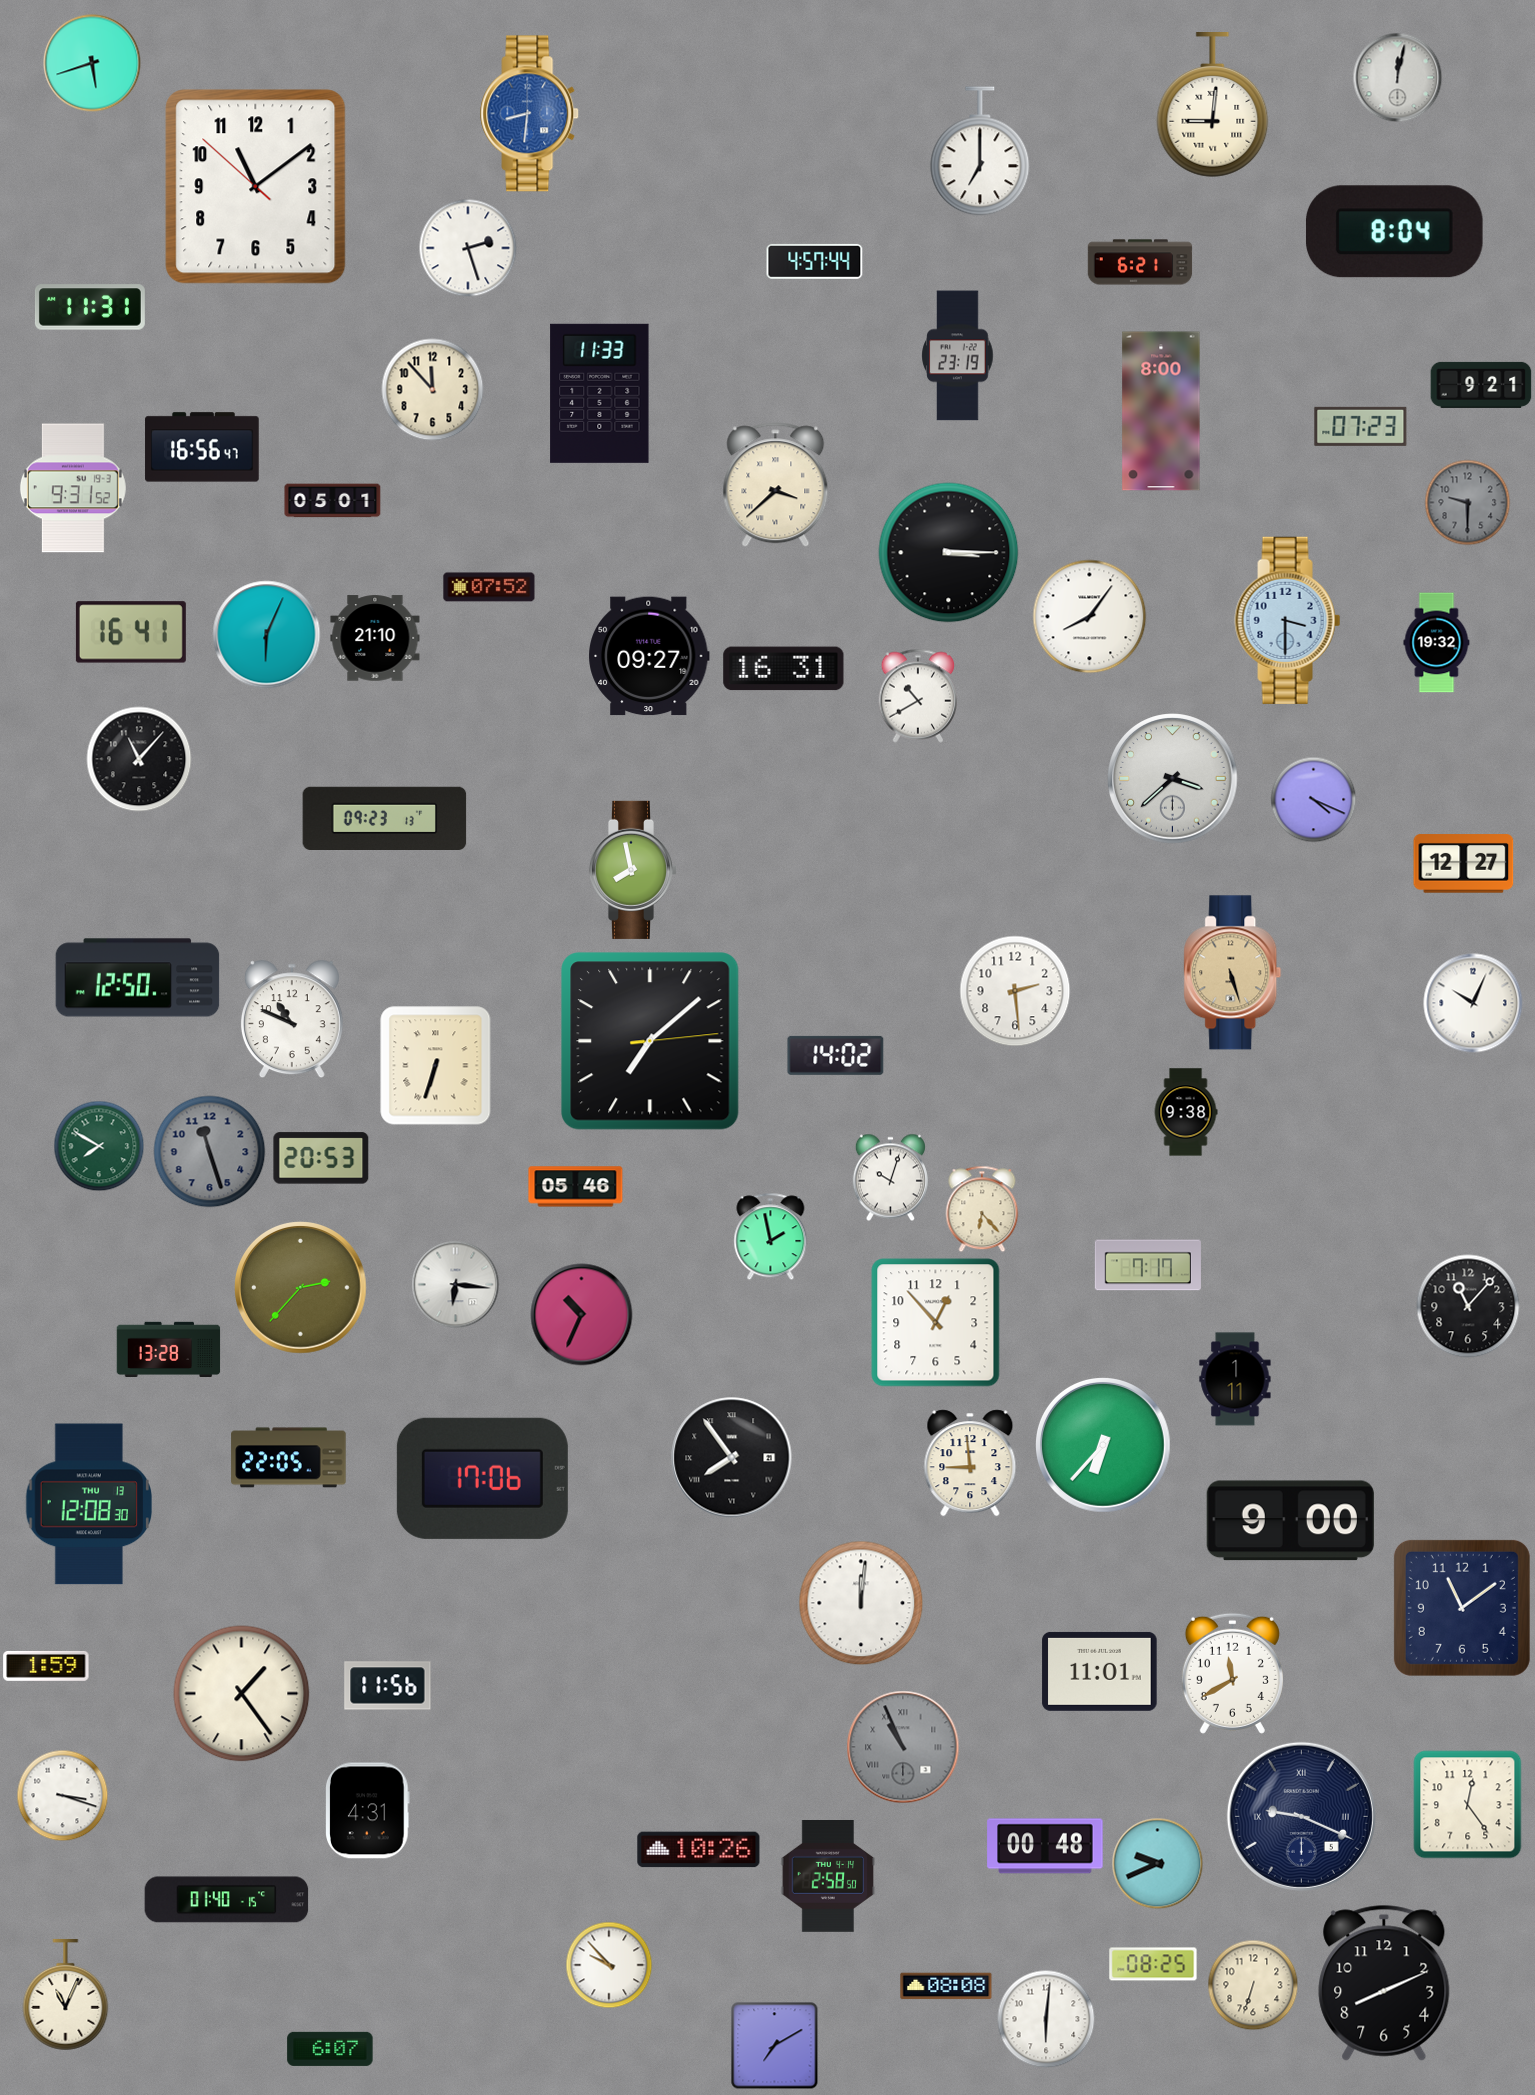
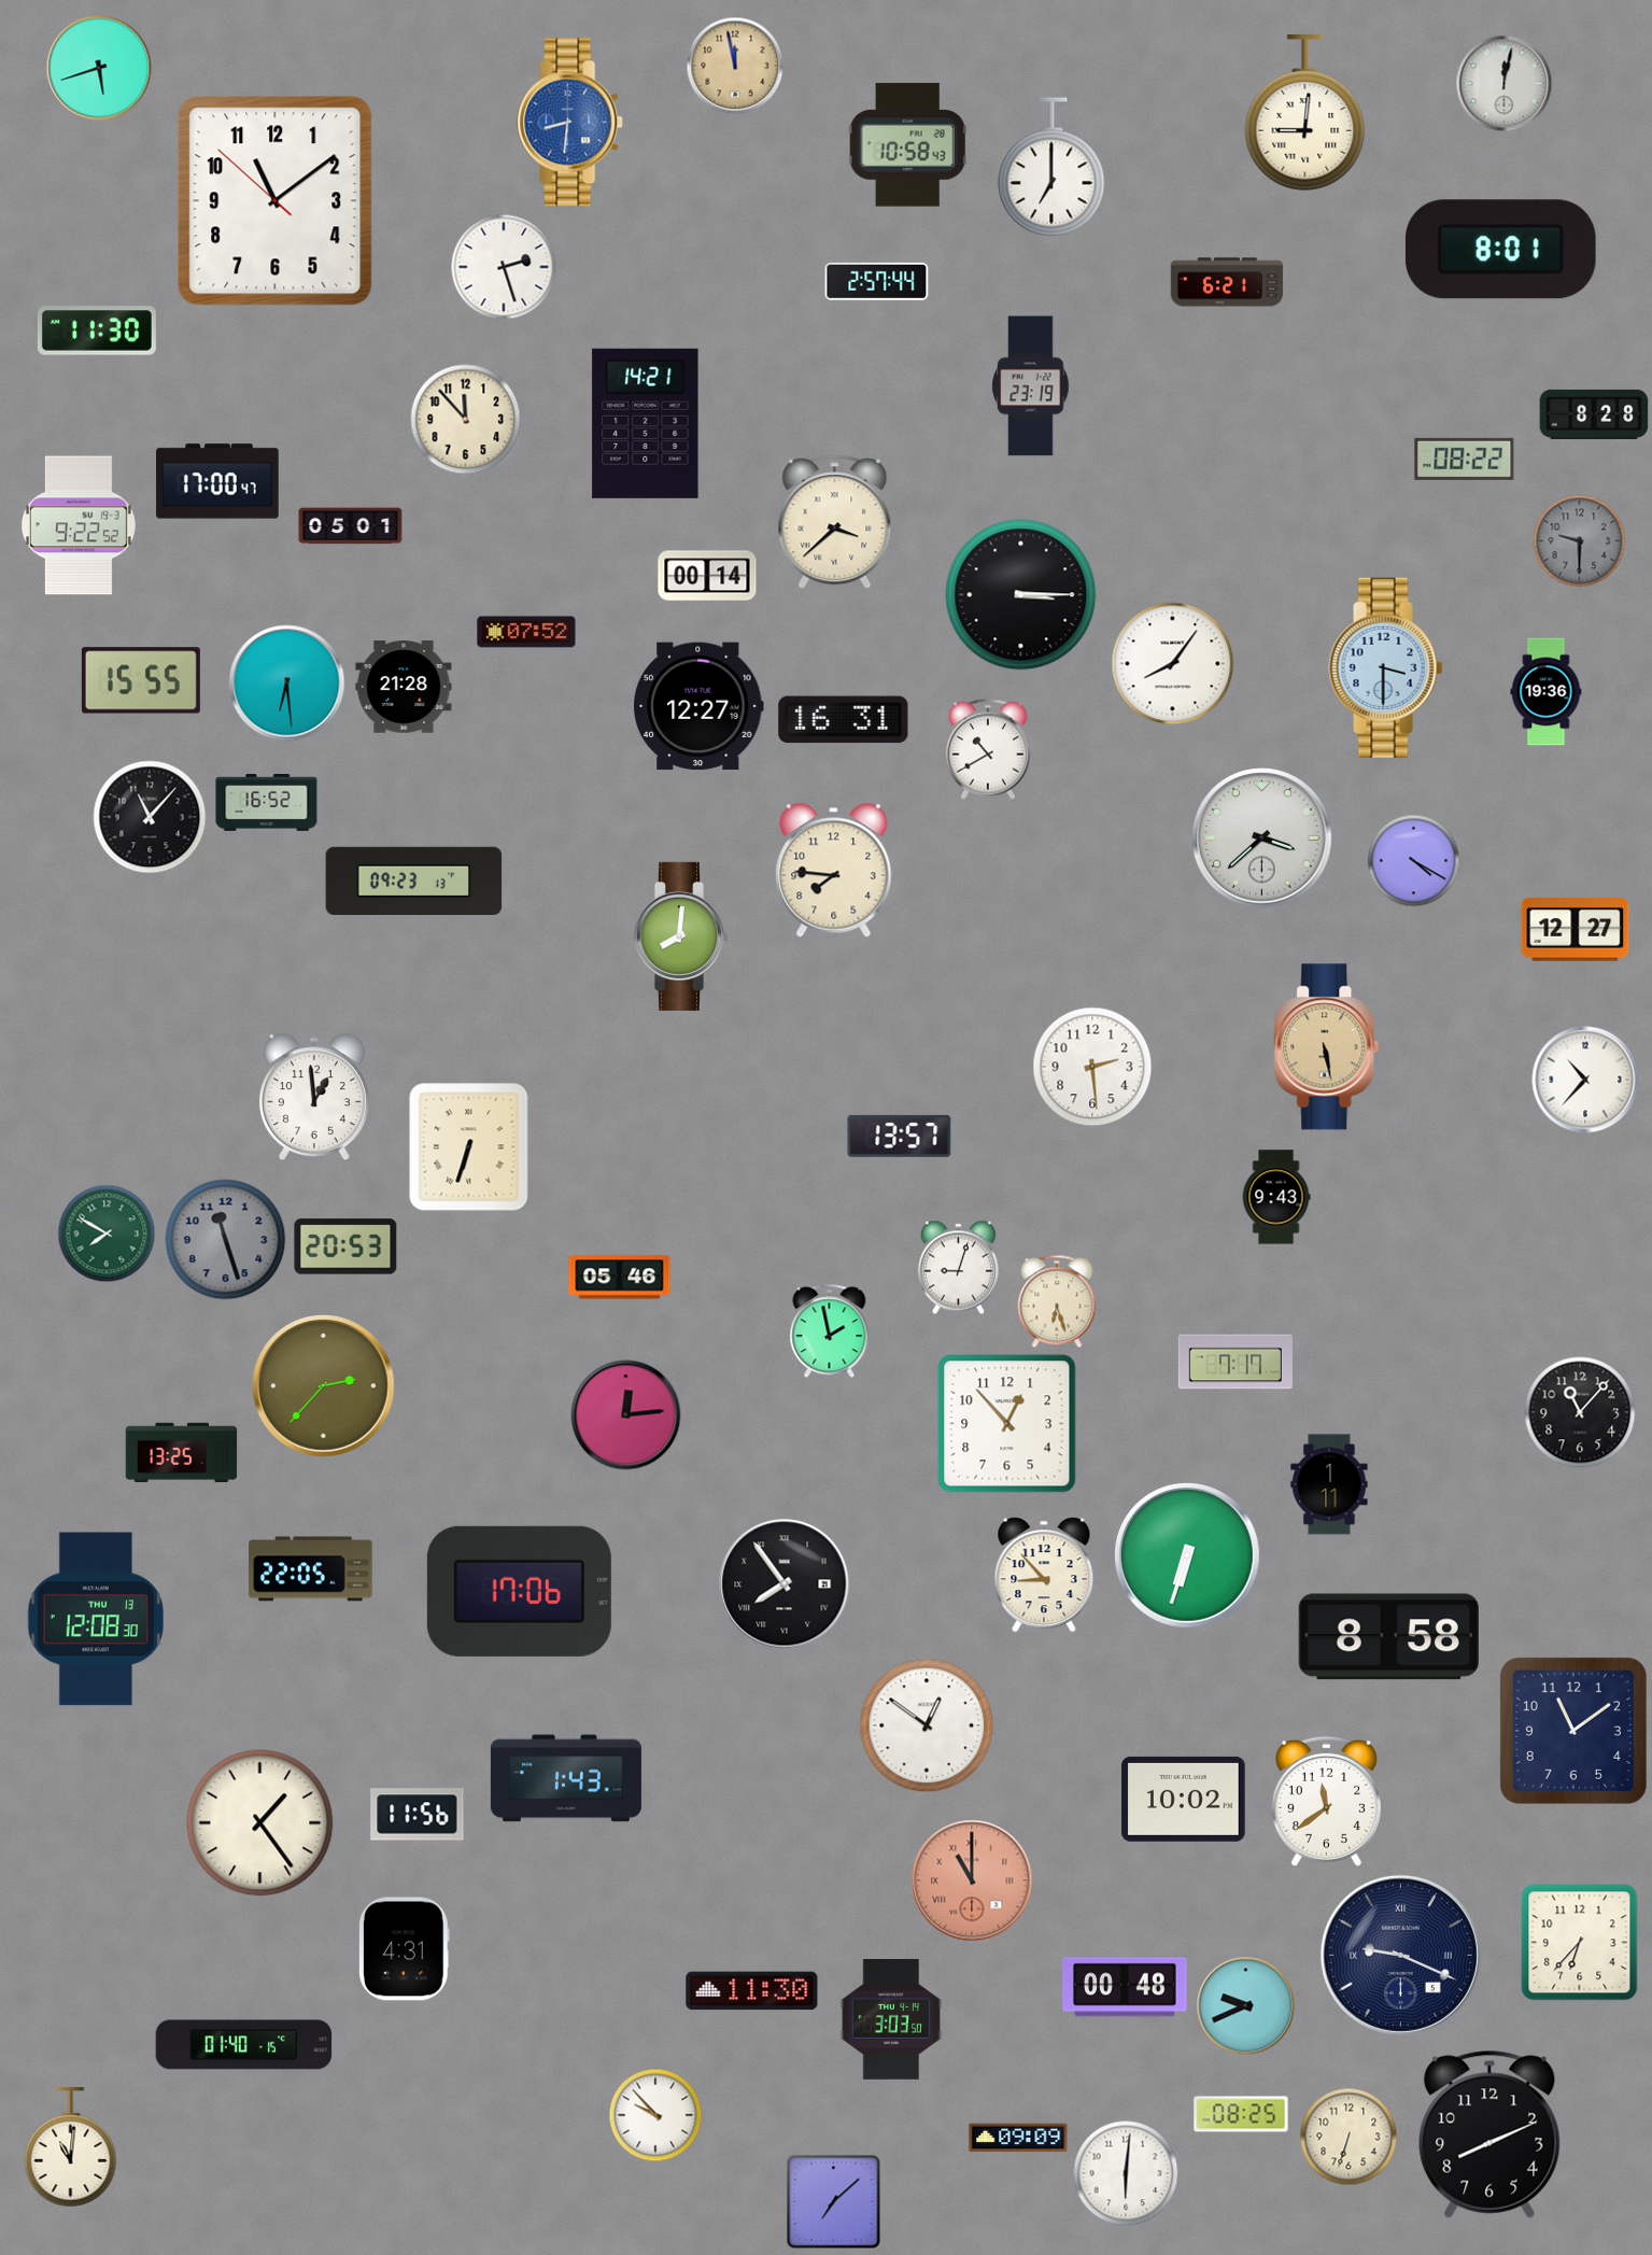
clock at (735, 66): none -> 11:58
clock at (907, 145): none -> 10:58
clock at (980, 151) position: (980, 151) -> (1051, 167)
clock at (1394, 232): 8:04 -> 8:01
clock at (815, 261): 4:57 -> 2:57
clock at (90, 307): 11:31 -> 11:30
clock at (958, 356) position: (958, 356) -> (1031, 386)
clock at (1481, 385): 9:21 -> 8:28
clock at (600, 393): 11:33 -> 14:21
clock at (1161, 411): 8:00 -> none
clock at (1361, 426): 07:23 -> 08:22
clock at (202, 447): 16:56 -> 17:00
clock at (73, 488): 9:31 -> 9:22
clock at (333, 501) position: (333, 501) -> (351, 526)
clock at (707, 576): none -> 00:14
clock at (131, 632): 16:41 -> 15:55
clock at (267, 635): 6:04 -> 6:29
clock at (375, 638): 21:10 -> 21:28
clock at (1437, 643): 19:32 -> 19:36
clock at (649, 656): 09:27 -> 12:27
clock at (267, 803): none -> 16:52
clock at (1314, 800): 4:19 -> 4:20
clock at (834, 871): none -> 7:46
clock at (632, 870): 7:58 -> 8:01
clock at (1233, 973): 5:27 -> 5:28
clock at (138, 978): 12:50 -> none
clock at (1473, 1003): 10:04 -> 10:37
clock at (292, 1019): 10:49 -> 12:59
clock at (650, 1041): 7:08 -> none
clock at (836, 1055): 14:02 -> 13:57
clock at (1186, 1112): 9:38 -> 9:43
clock at (890, 1178): 10:03 -> 9:03
clock at (982, 1209): 6:23 -> 6:27
clock at (456, 1285): 6:16 -> none
clock at (1468, 1306) position: (1468, 1306) -> (1580, 1412)
clock at (582, 1315): 10:34 -> 12:14
clock at (169, 1349): 13:28 -> 13:25
clock at (1104, 1446): 6:37 -> 6:33
clock at (732, 1458) position: (732, 1458) -> (785, 1584)
clock at (970, 1463): 8:59 -> 8:53
clock at (1290, 1521): 9:00 -> 8:58
clock at (861, 1603): 12:01 -> 12:51
clock at (566, 1778): none -> 1:43
clock at (46, 1666): 1:59 -> none
clock at (1100, 1671): 11:01 -> 10:02
clock at (1232, 1673): 11:40 -> 11:39
clock at (903, 1747): 10:56 -> 11:00
clock at (903, 1747) dial: grey -> salmon
clock at (63, 1796): 3:18 -> none
clock at (1468, 1805): 12:24 -> 6:37
clock at (368, 1811) position: (368, 1811) -> (405, 1949)
clock at (699, 1850): 10:26 -> 11:30
clock at (828, 1877): 2:58 -> 3:03
clock at (946, 1986): 08:08 -> 09:09
clock at (66, 1995): 11:04 -> 11:01
clock at (775, 2046): 7:10 -> 7:08
clock at (330, 2049): 6:07 -> none
